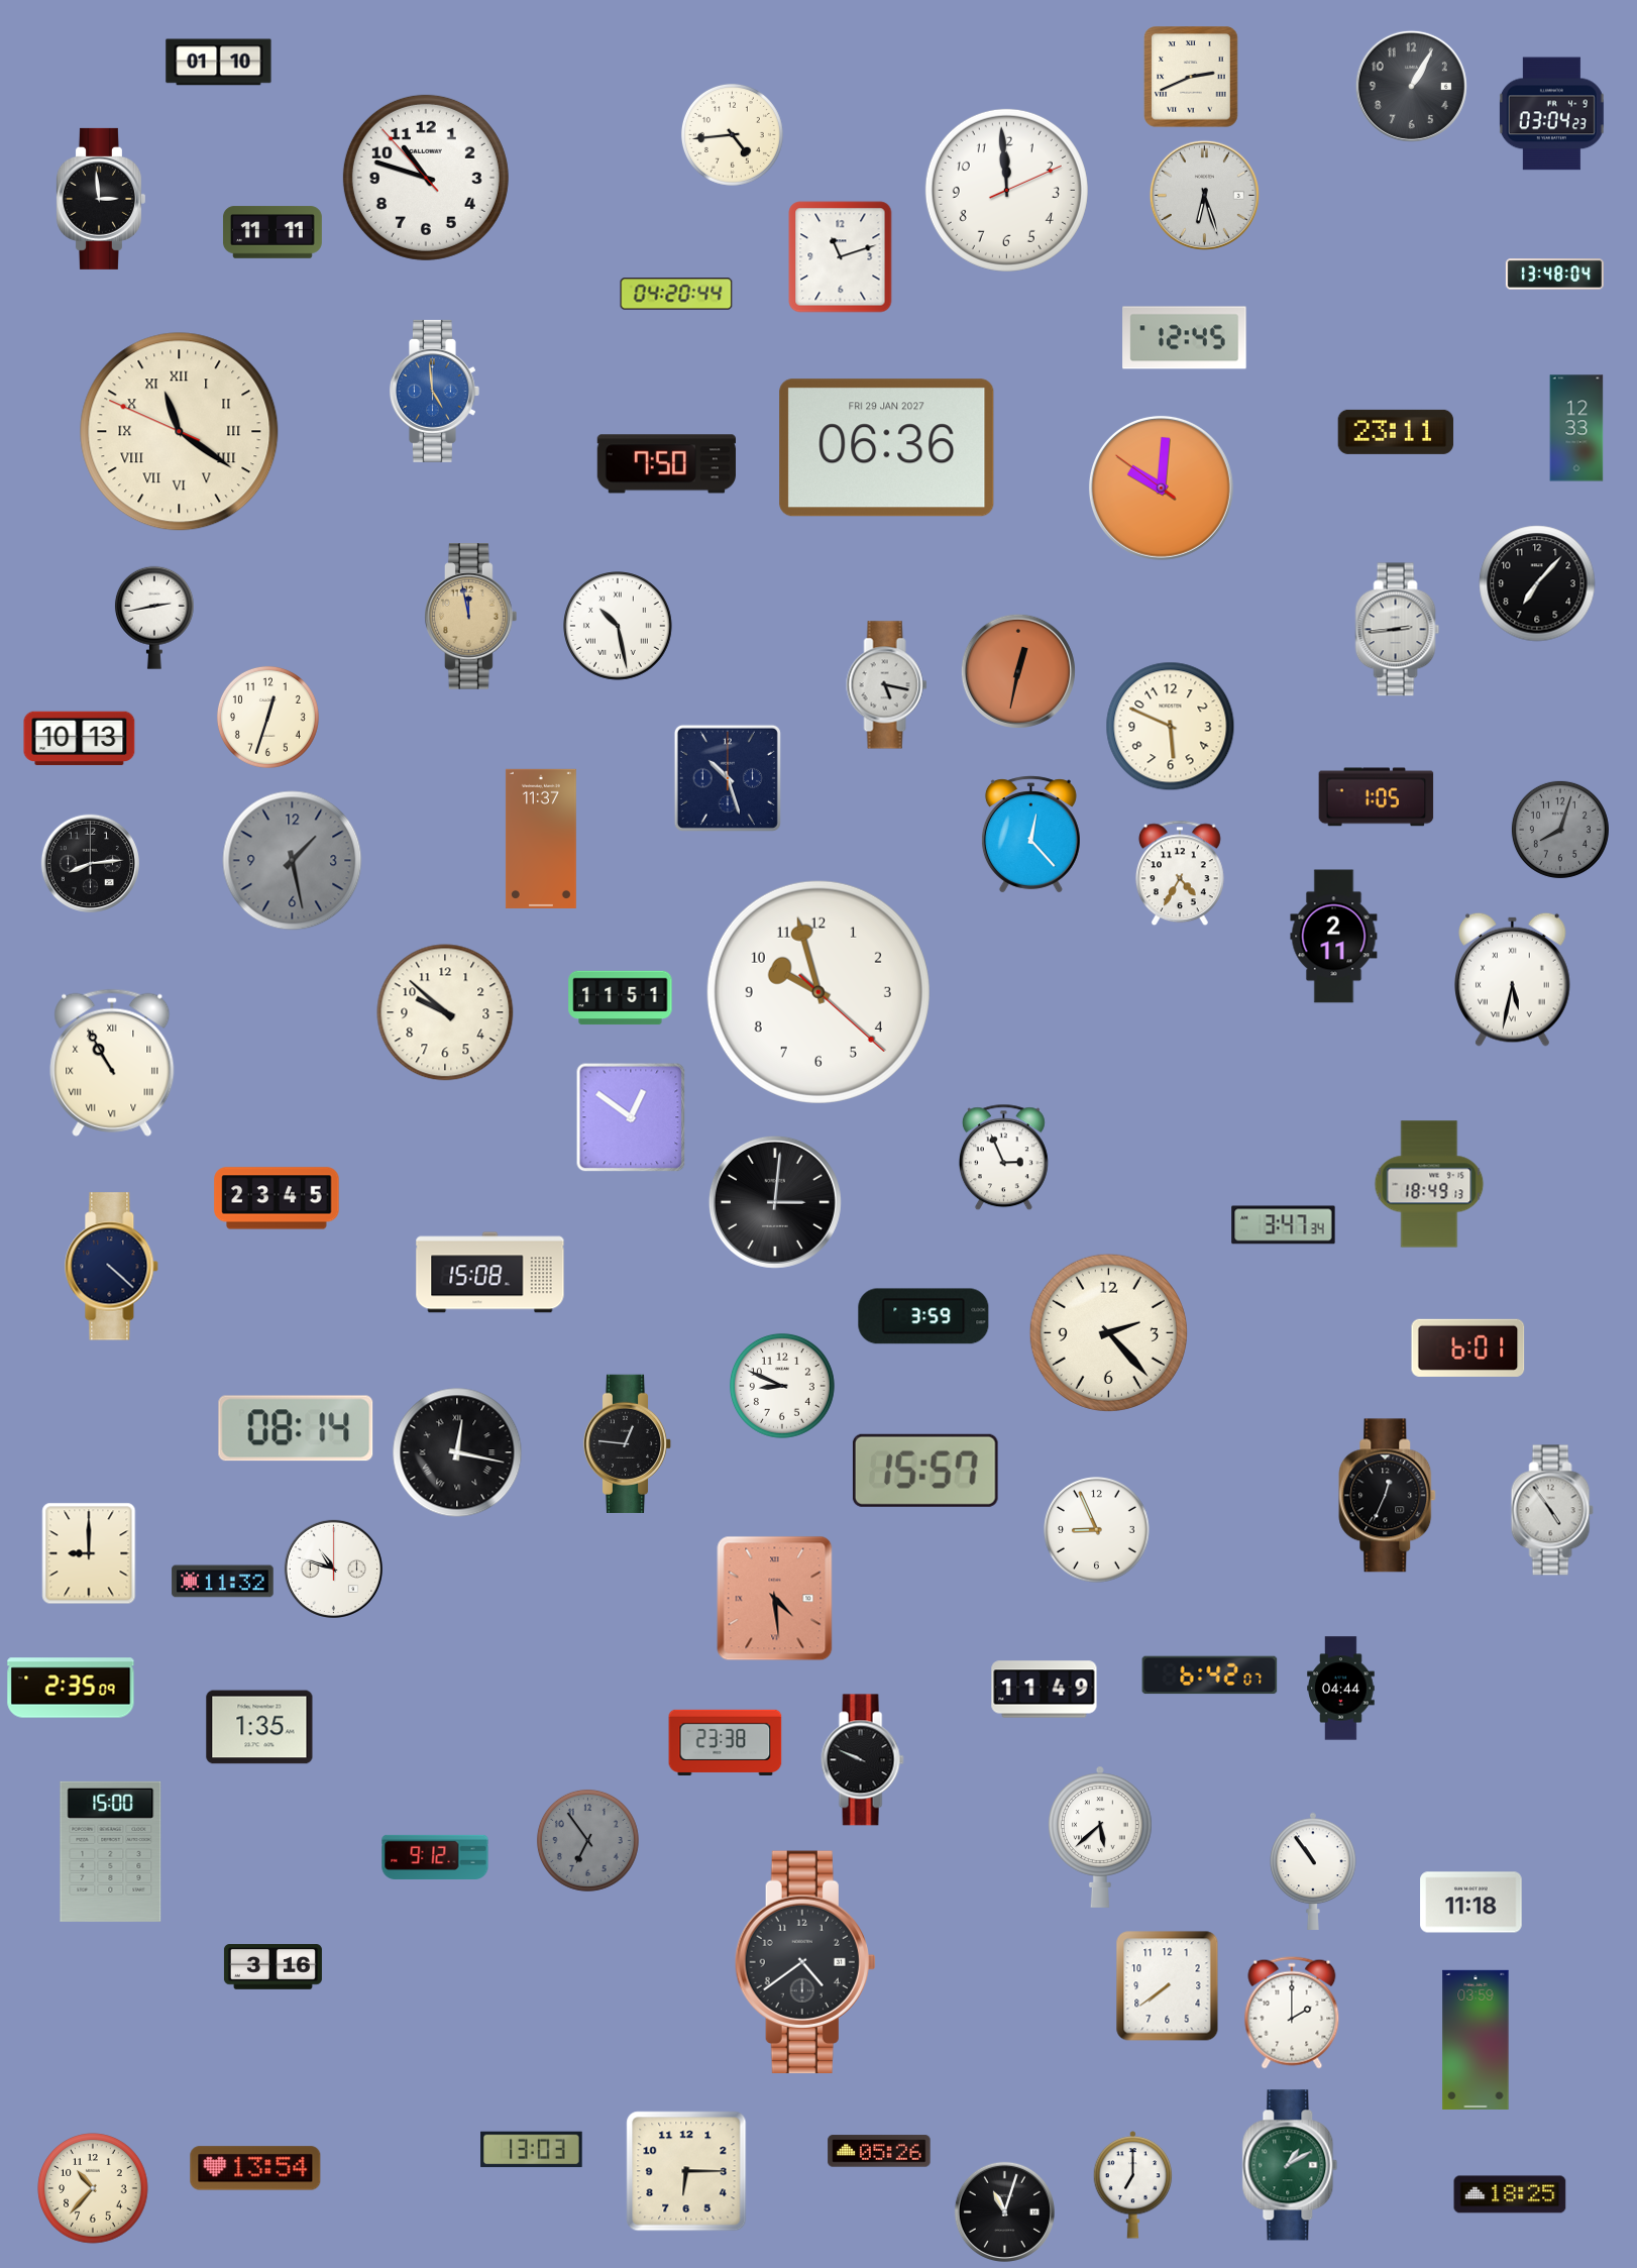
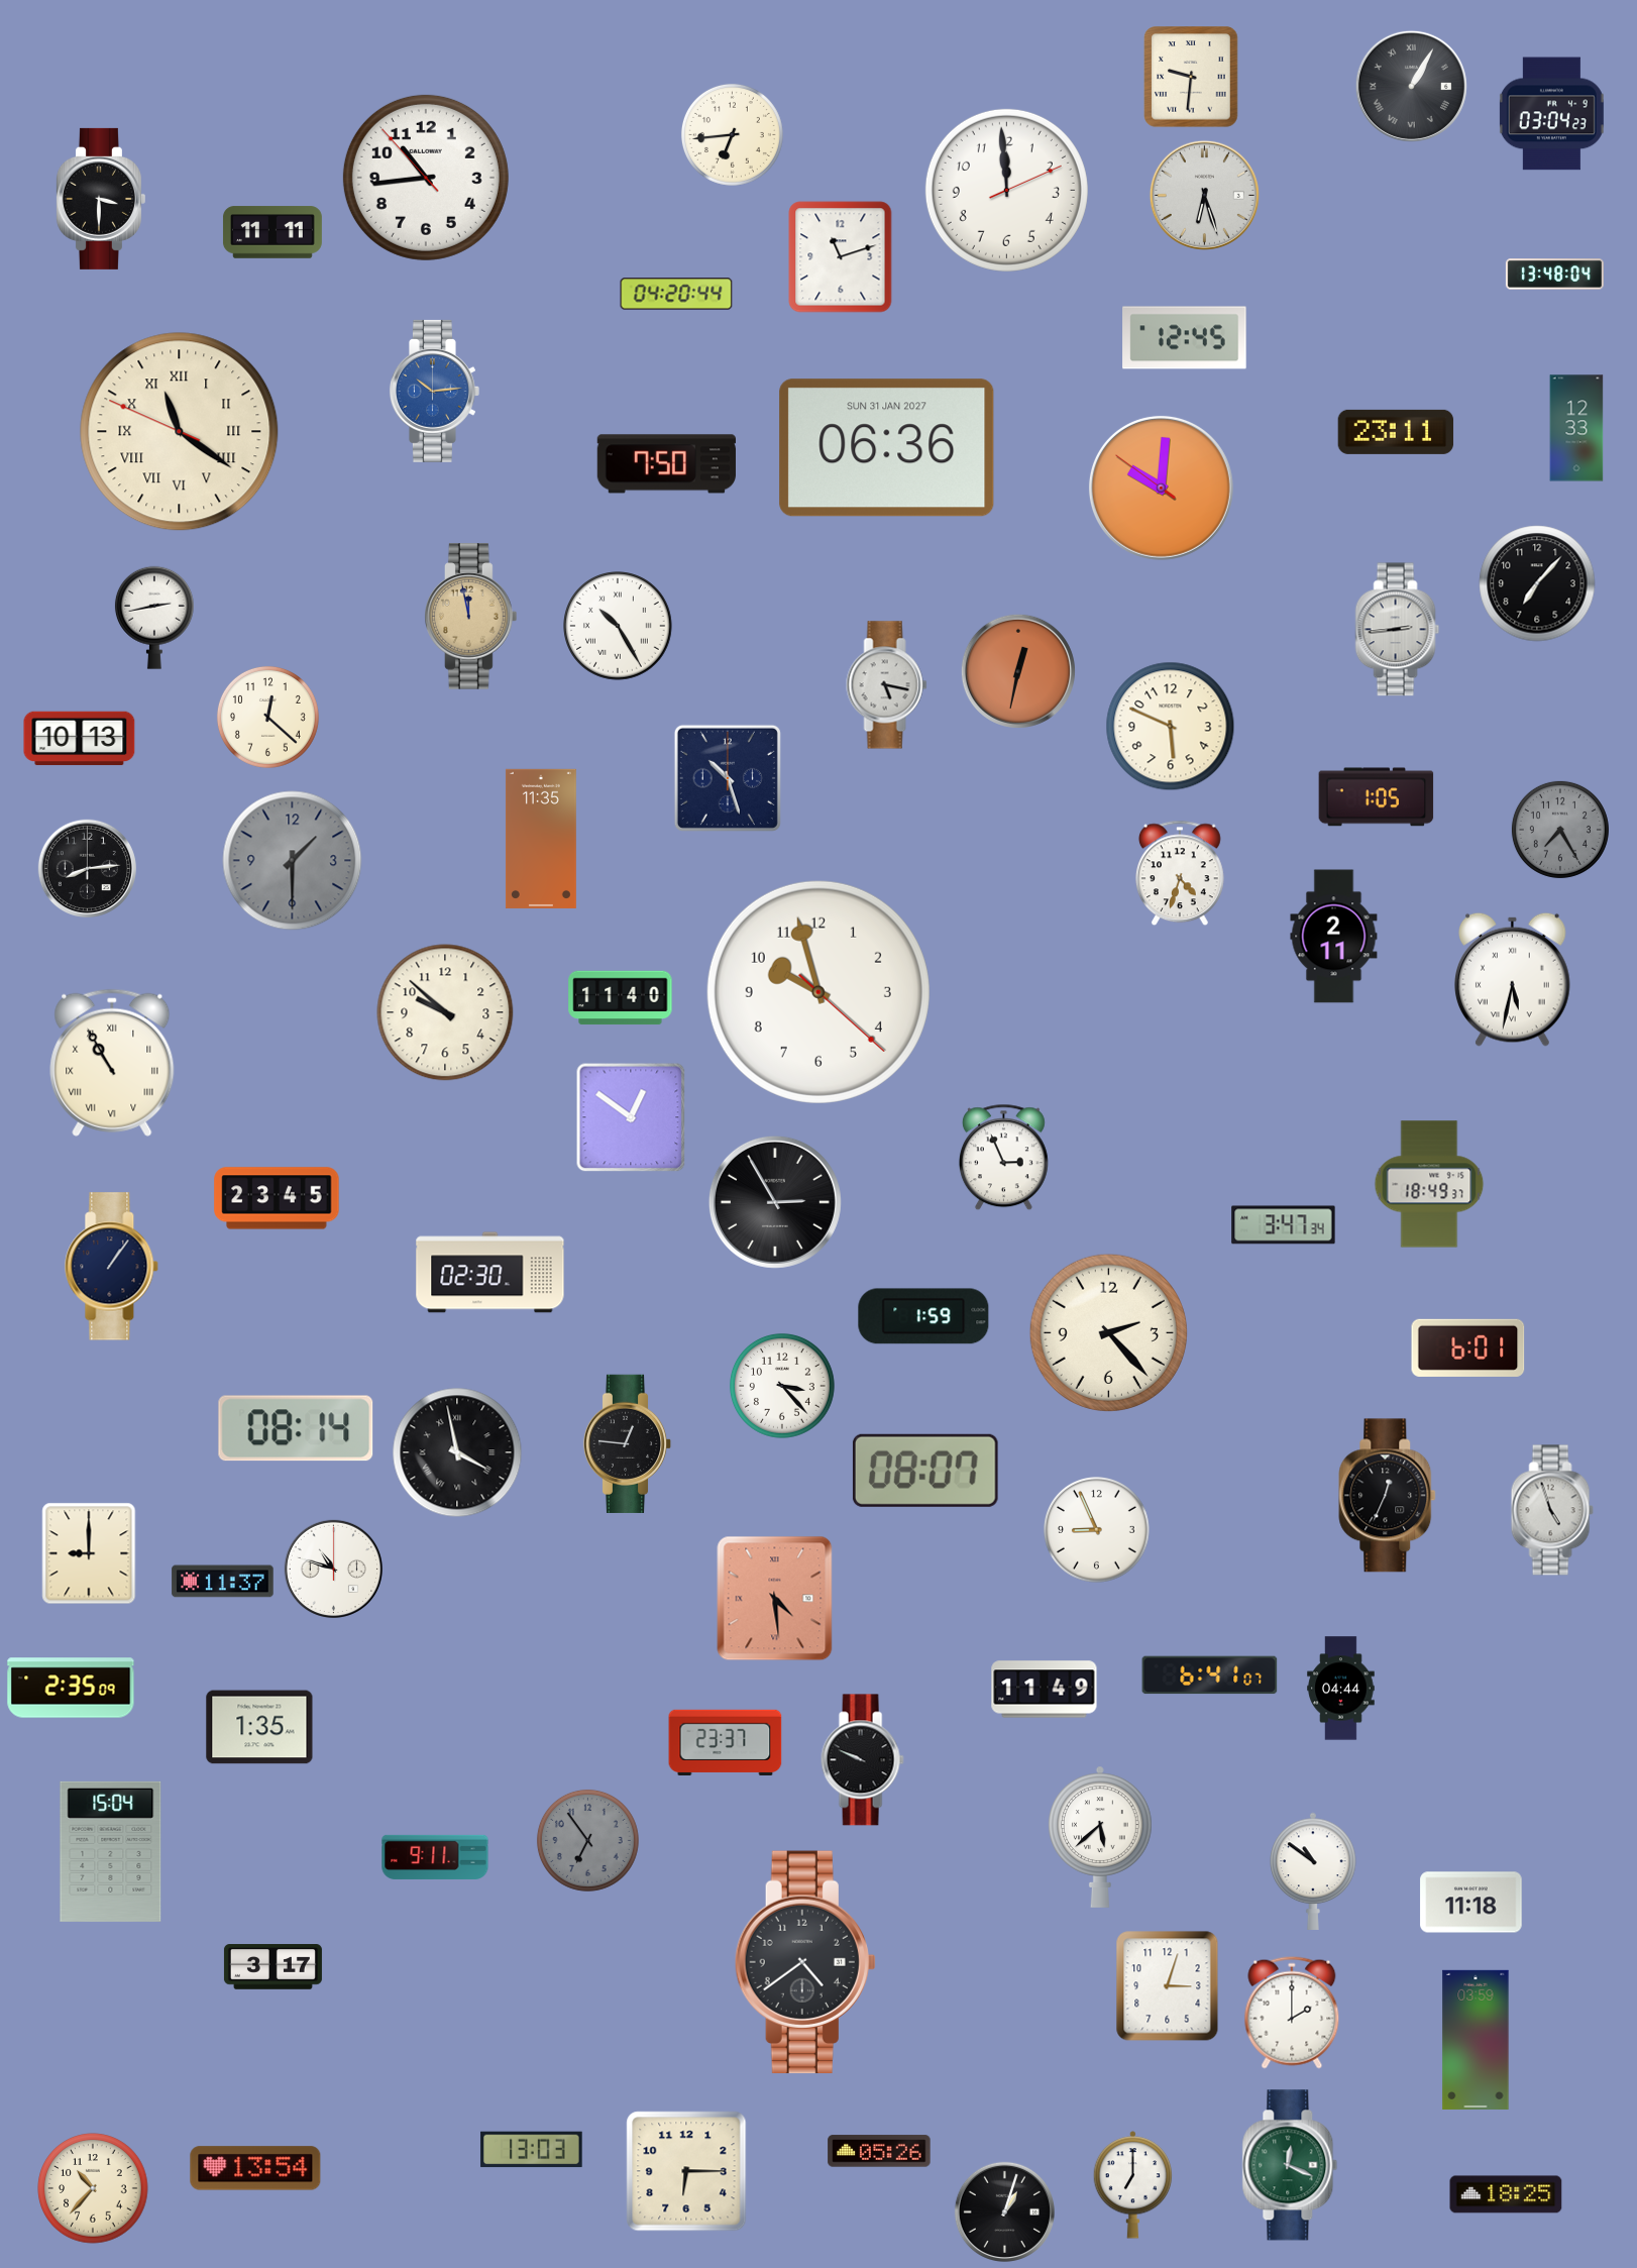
clock at (219, 63): 01:10 -> none
clock at (1191, 77): 2:41 -> 9:31
clock at (1411, 86) numerals: Arabic -> Roman
clock at (732, 134): 4:44 -> 6:44
clock at (426, 178): 10:47 -> 10:43
clock at (100, 199): 2:59 -> 3:30
clock at (434, 391): 4:59 -> 10:14
clock at (887, 448) date: FRI 29 JAN 2027 -> SUN 31 JAN 2027
clock at (618, 626): 10:28 -> 10:25
clock at (267, 717): 12:33 -> 12:22
clock at (1560, 830): 8:03 -> 7:25
clock at (1030, 835): 12:23 -> none
clock at (541, 839): 11:37 -> 11:35
clock at (293, 861): 1:28 -> 1:30
clock at (90, 863) position: (90, 863) -> (87, 868)
clock at (1181, 873): 4:35 -> 4:33
clock at (621, 998): 11:51 -> 11:40
clock at (1429, 1184): 18:49:13 -> 18:49:37
clock at (775, 1202): 3:01 -> 2:55
clock at (112, 1267): 4:22 -> 1:06
clock at (490, 1273): 15:08 -> 02:30
clock at (923, 1316): 3:59 -> 1:59
clock at (782, 1386): 8:49 -> 3:23
clock at (457, 1452): 12:17 -> 3:58
clock at (925, 1471): 15:57 -> 08:07
clock at (1552, 1510): 4:54 -> 4:57
clock at (223, 1582): 11:32 -> 11:37
clock at (1210, 1676): 6:42 -> 6:41
clock at (726, 1742): 23:38 -> 23:37
clock at (111, 1851): 15:00 -> 15:04
clock at (435, 1857): 9:12 -> 9:11
clock at (1313, 1871): 10:54 -> 10:51
clock at (272, 1967): 3:16 -> 3:17
clock at (1168, 1986): 7:39 -> 3:03
clock at (1290, 2165): 1:10 -> 12:19
clock at (1510, 2194) position: (1510, 2194) -> (1506, 2194)
clock at (1004, 2211): 11:03 -> 1:03
